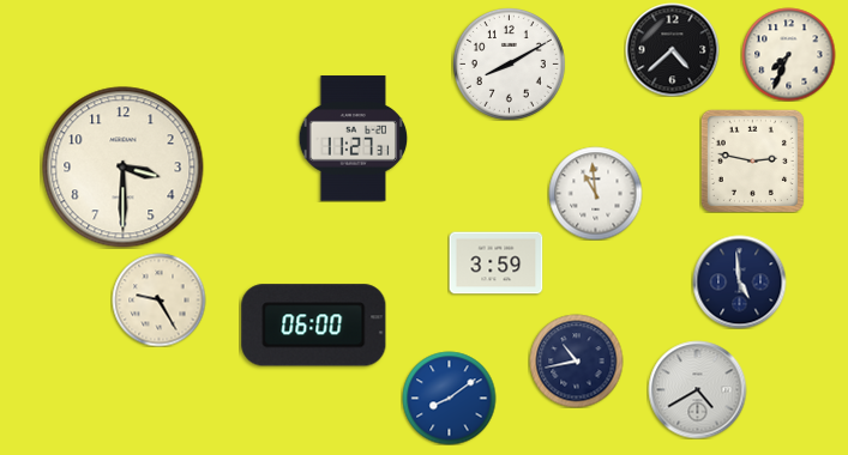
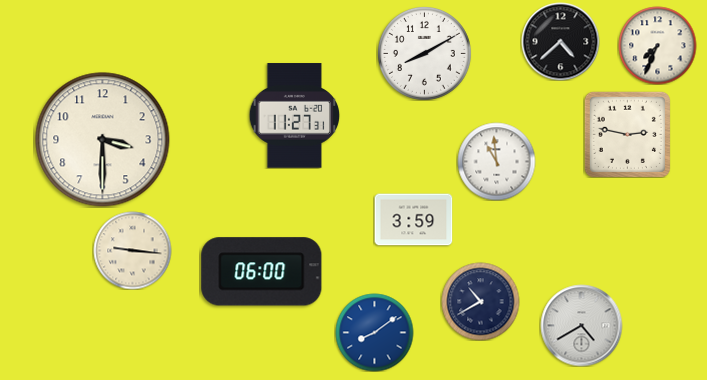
clock at (739, 281): 4:59 -> none
clock at (158, 299): 9:25 -> 9:16
clock at (576, 360): 10:43 -> 10:40
